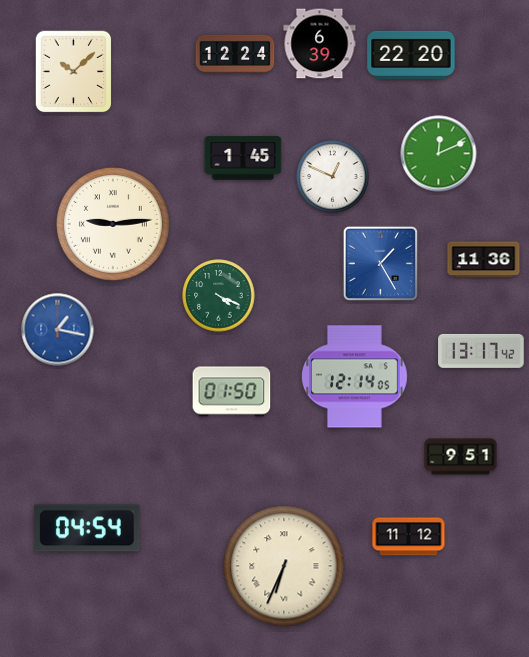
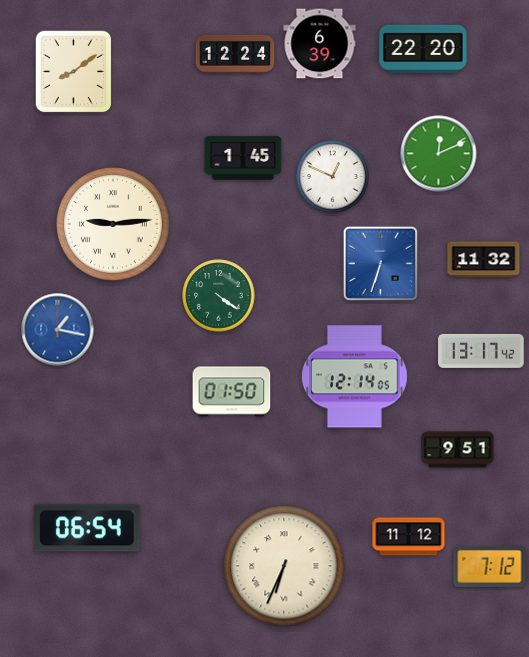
clock at (411, 55) position: (411, 55) -> (423, 49)
clock at (74, 72): 10:08 -> 8:09
clock at (484, 260): 11:36 -> 11:32
clock at (380, 263): 1:25 -> 6:33
clock at (219, 296): 4:19 -> 4:21
clock at (461, 457) position: (461, 457) -> (458, 450)
clock at (87, 528): 04:54 -> 06:54
clock at (490, 566): none -> 7:12
